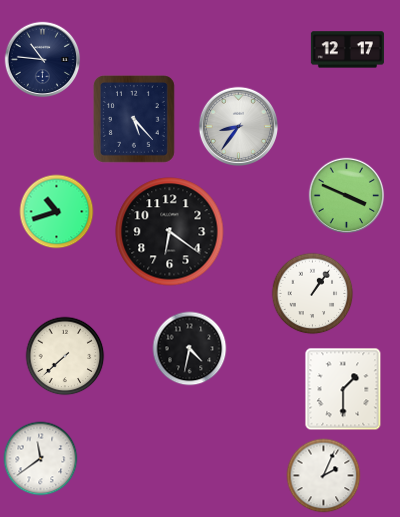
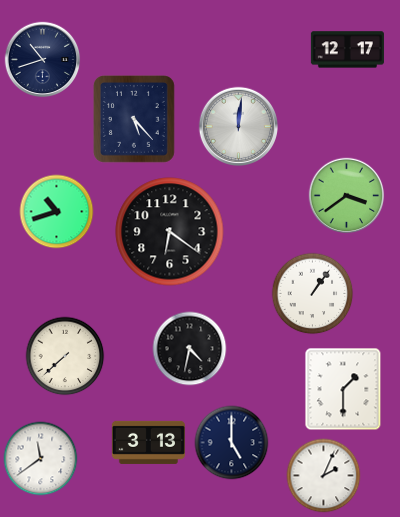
clock at (43, 60): 10:46 -> 10:42
clock at (239, 126): 8:36 -> 12:01
clock at (347, 196): 3:49 -> 3:39
clock at (148, 442): none -> 3:13
clock at (232, 443): none -> 5:00
